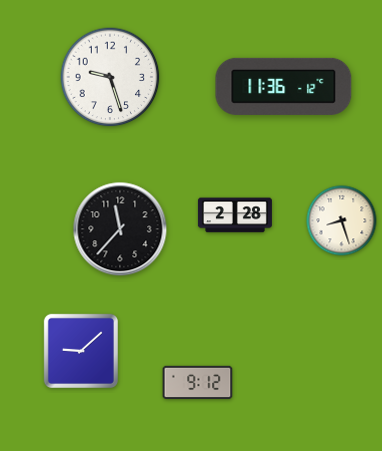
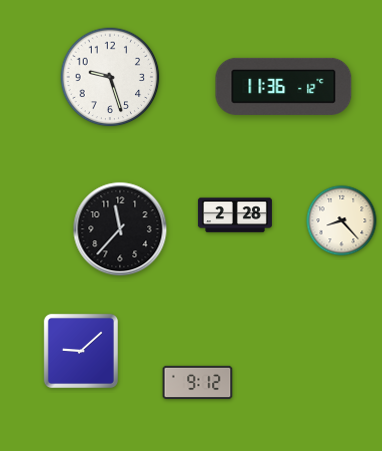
clock at (342, 221): 8:27 -> 8:23
